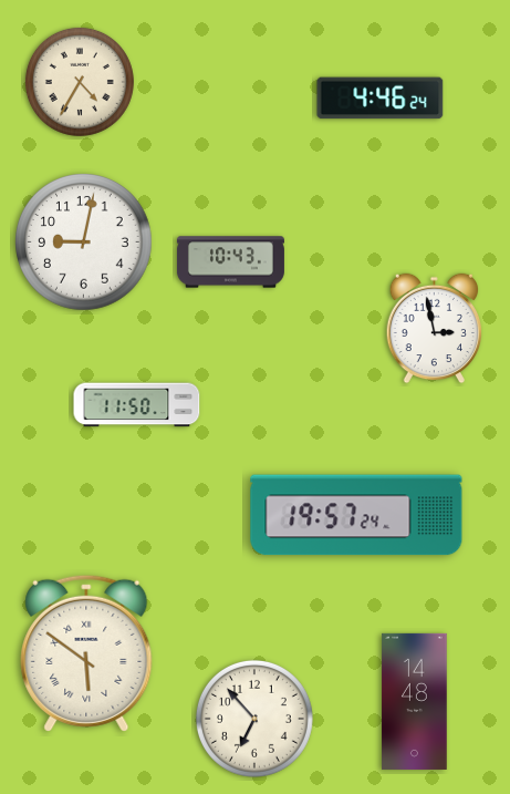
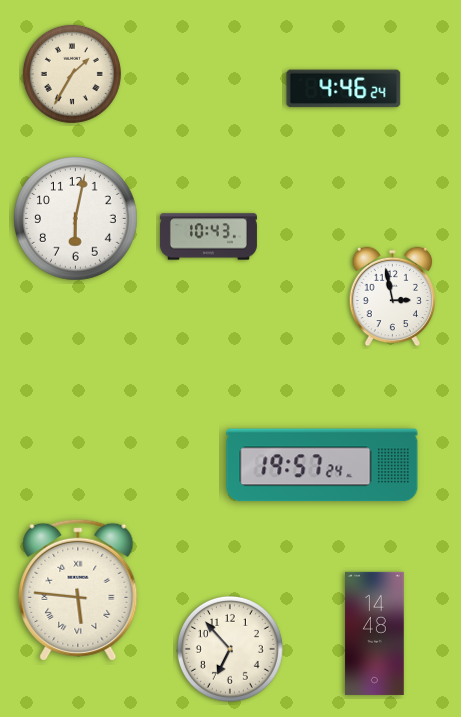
clock at (80, 82): 4:35 -> 1:35
clock at (84, 243): 9:02 -> 6:02
clock at (137, 405): 11:50 -> none
clock at (86, 653): 5:51 -> 5:46
